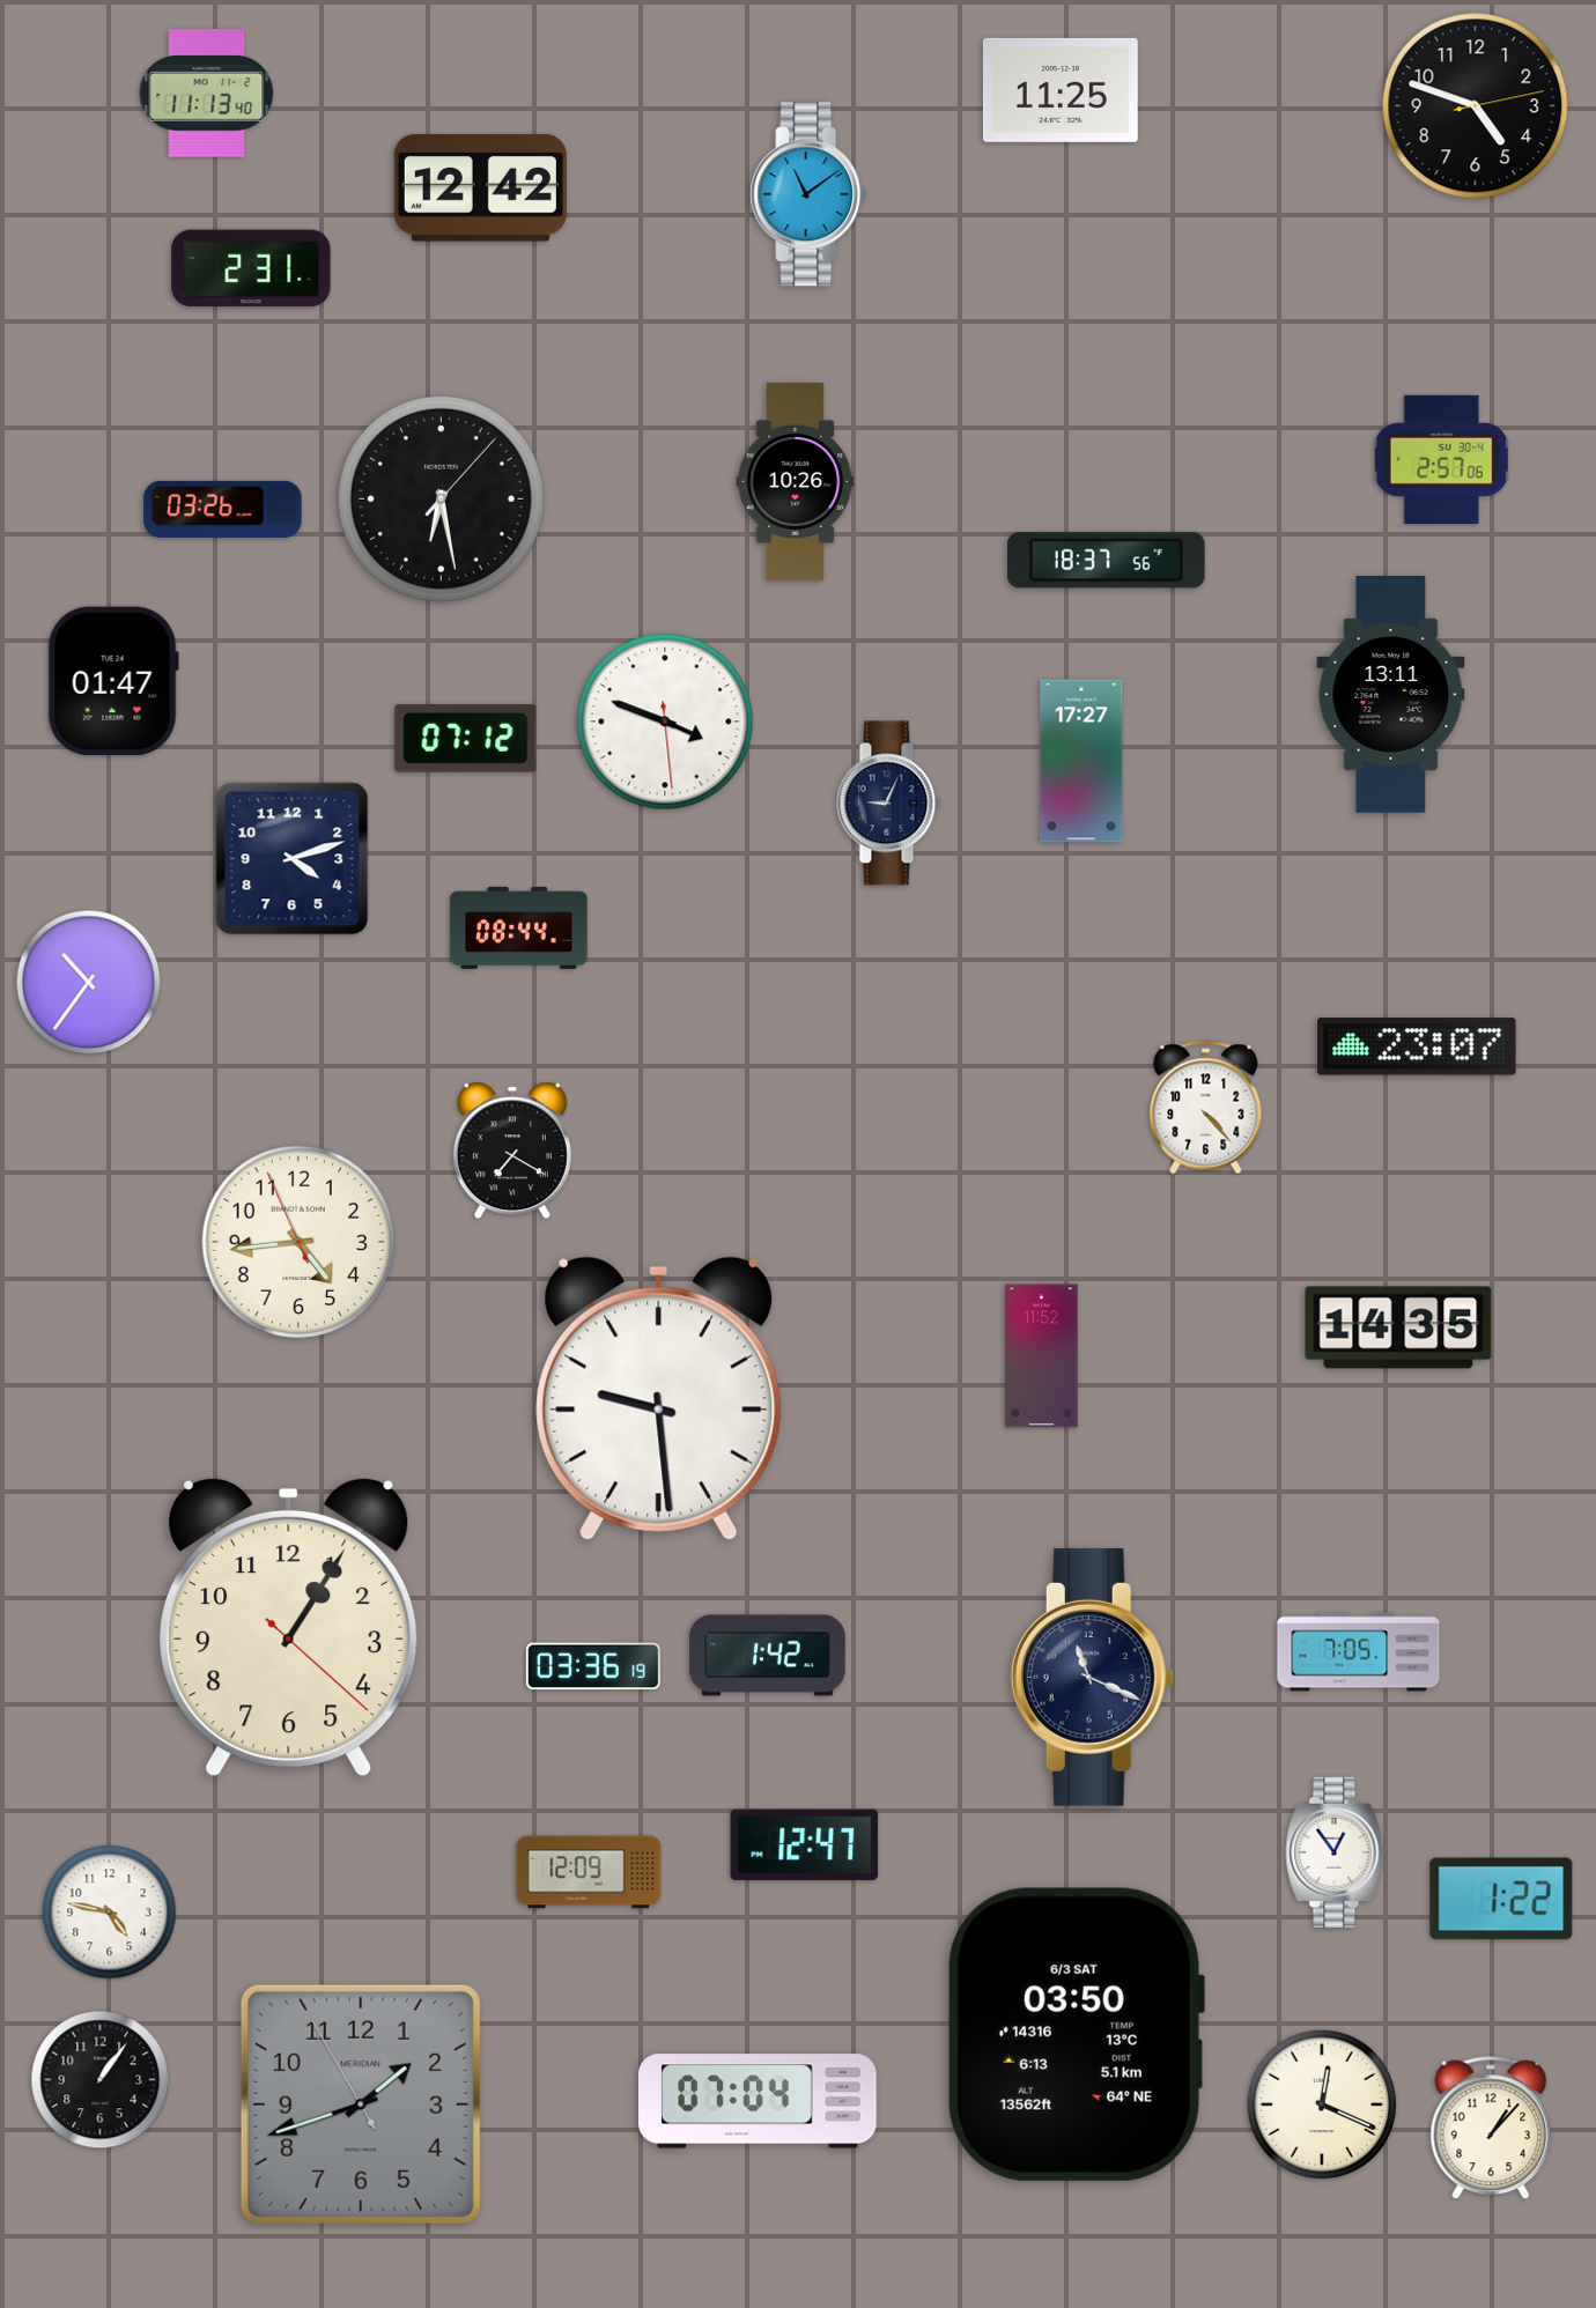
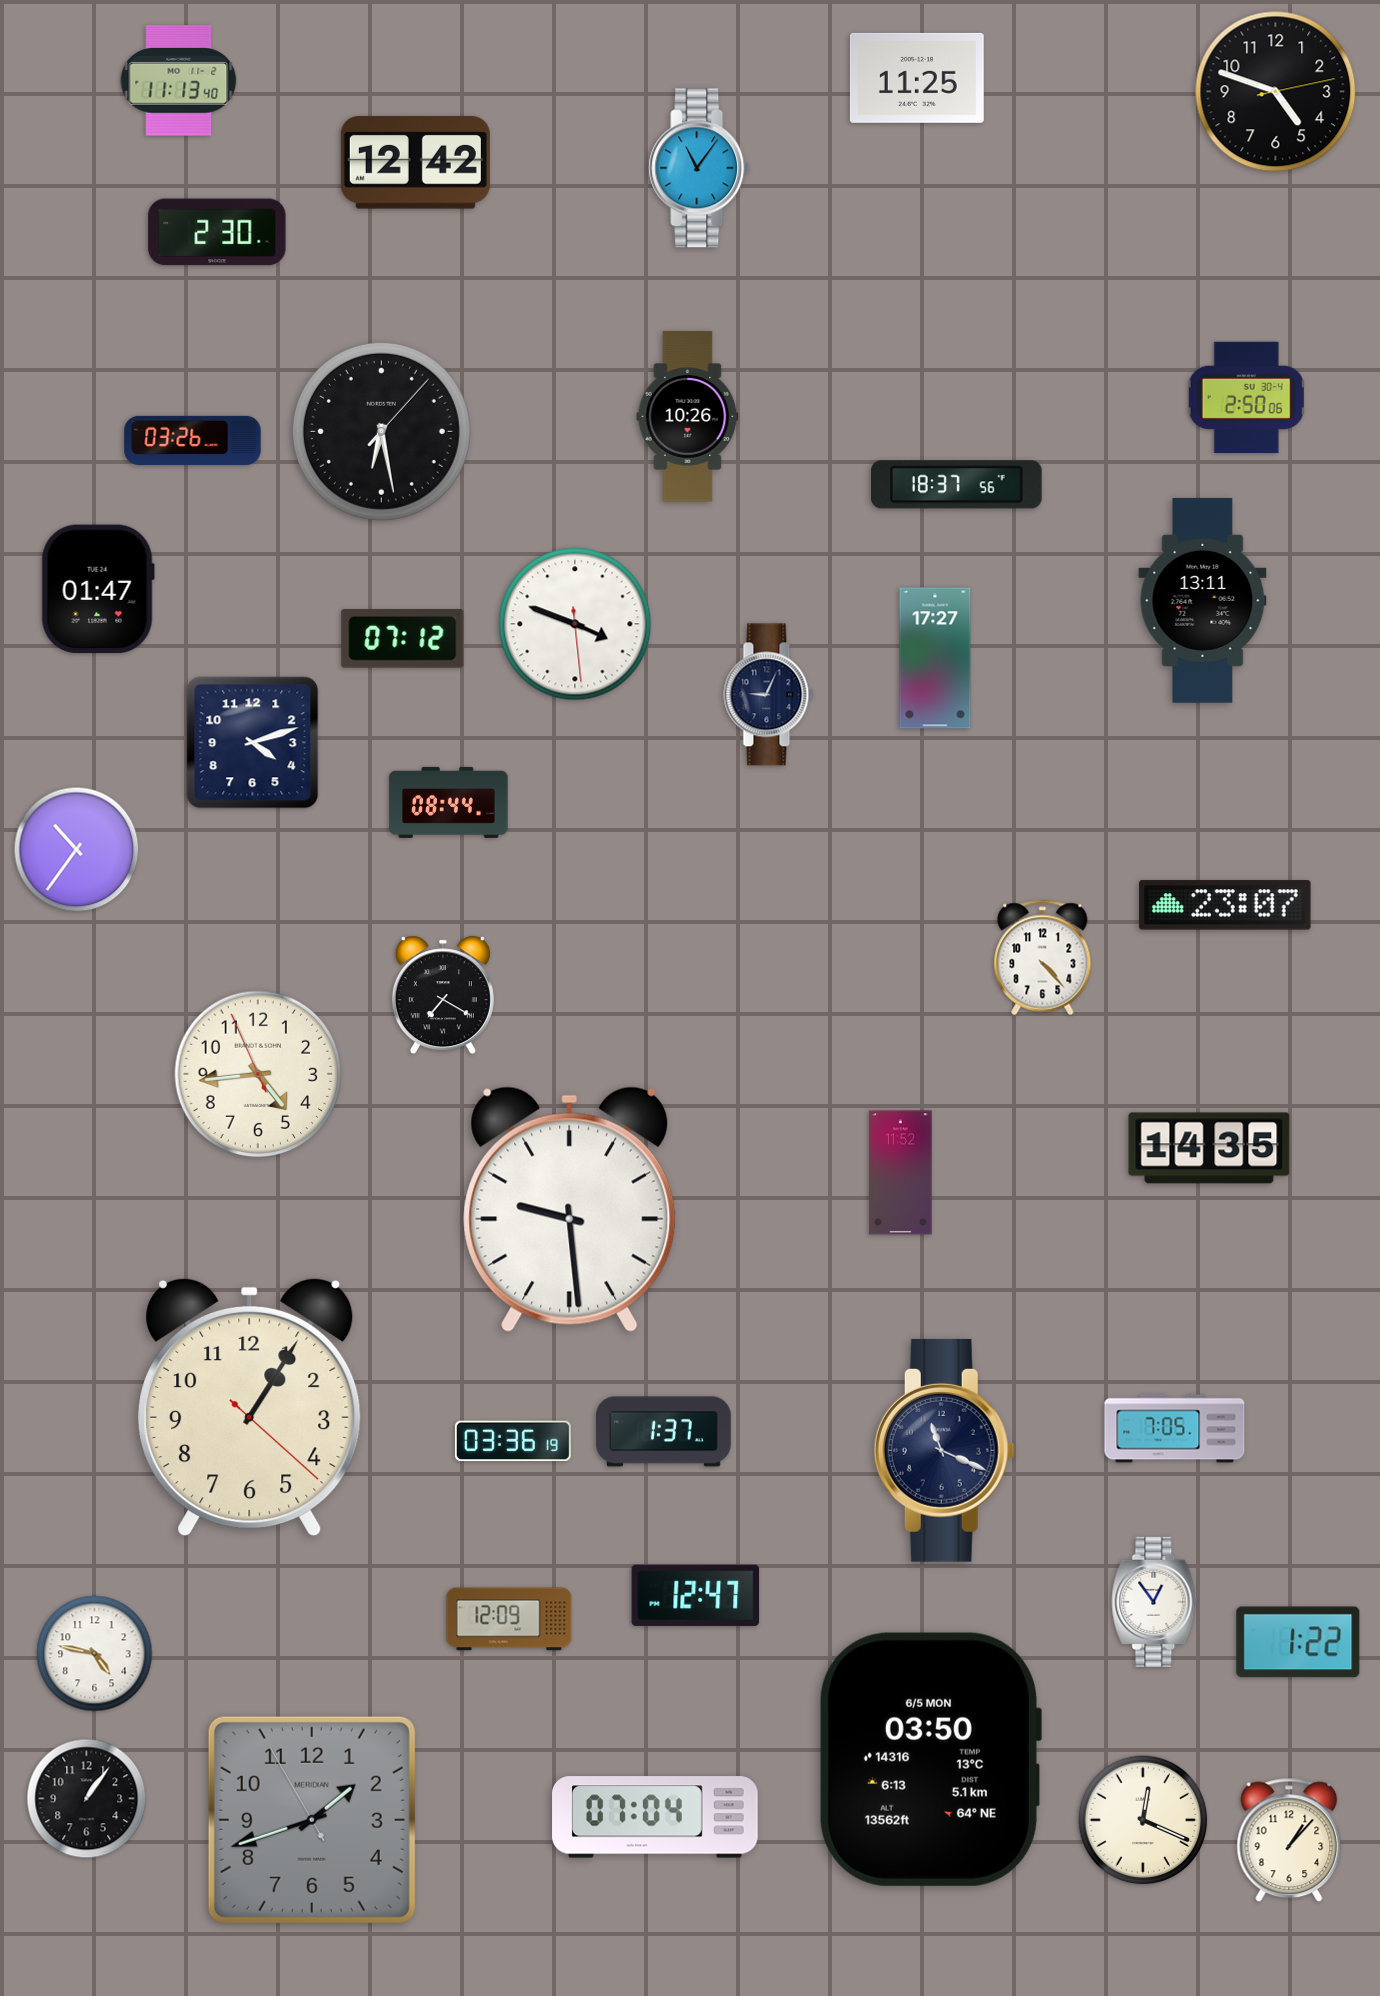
clock at (808, 194): 11:09 -> 11:06
clock at (251, 268): 2:31 -> 2:30
clock at (1442, 459): 2:57 -> 2:50
clock at (768, 1656): 1:42 -> 1:37
clock at (1076, 2034) date: 6/3 SAT -> 6/5 MON
